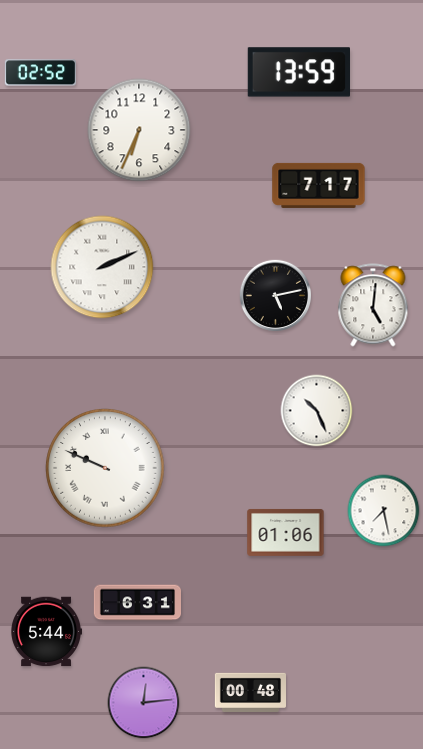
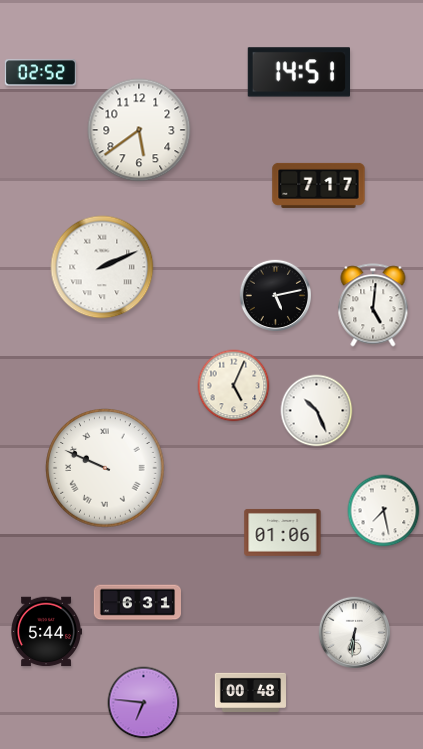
clock at (298, 72): 13:59 -> 14:51
clock at (139, 130): 6:34 -> 5:39
clock at (234, 386): none -> 5:04
clock at (286, 532) position: (286, 532) -> (283, 532)
clock at (354, 632): none -> 6:31
clock at (144, 703): 12:14 -> 6:46
